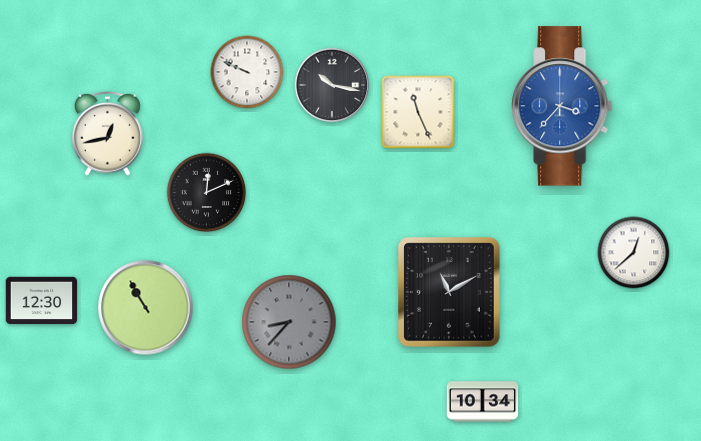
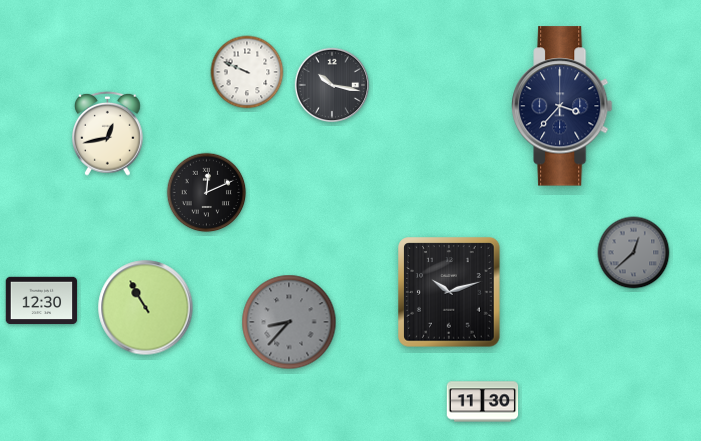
clock at (563, 106) dial: blue -> navy
clock at (418, 112): 11:26 -> none
clock at (634, 253) dial: white -> grey
clock at (449, 292): 11:10 -> 10:12
clock at (483, 402): 10:34 -> 11:30
